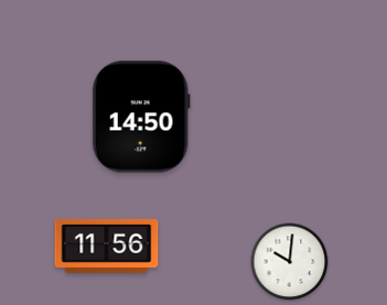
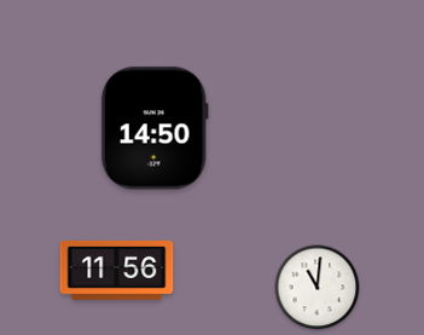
clock at (290, 262): 10:01 -> 11:01
